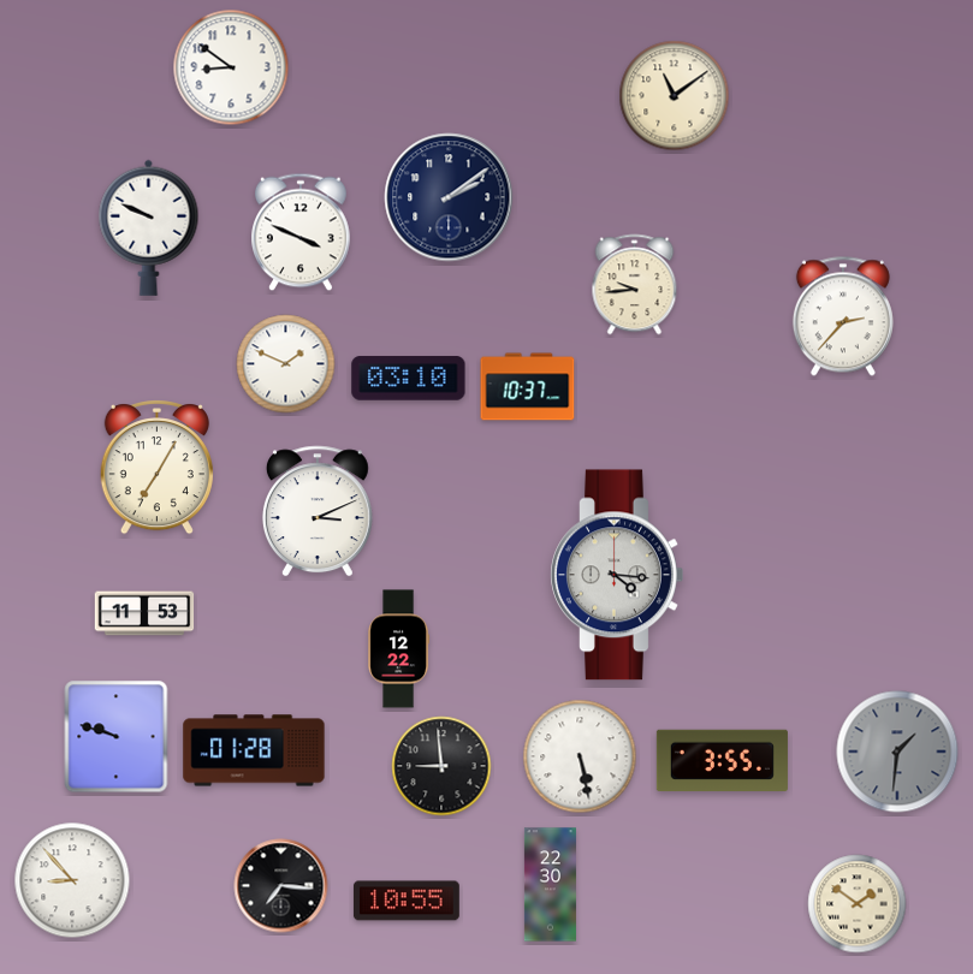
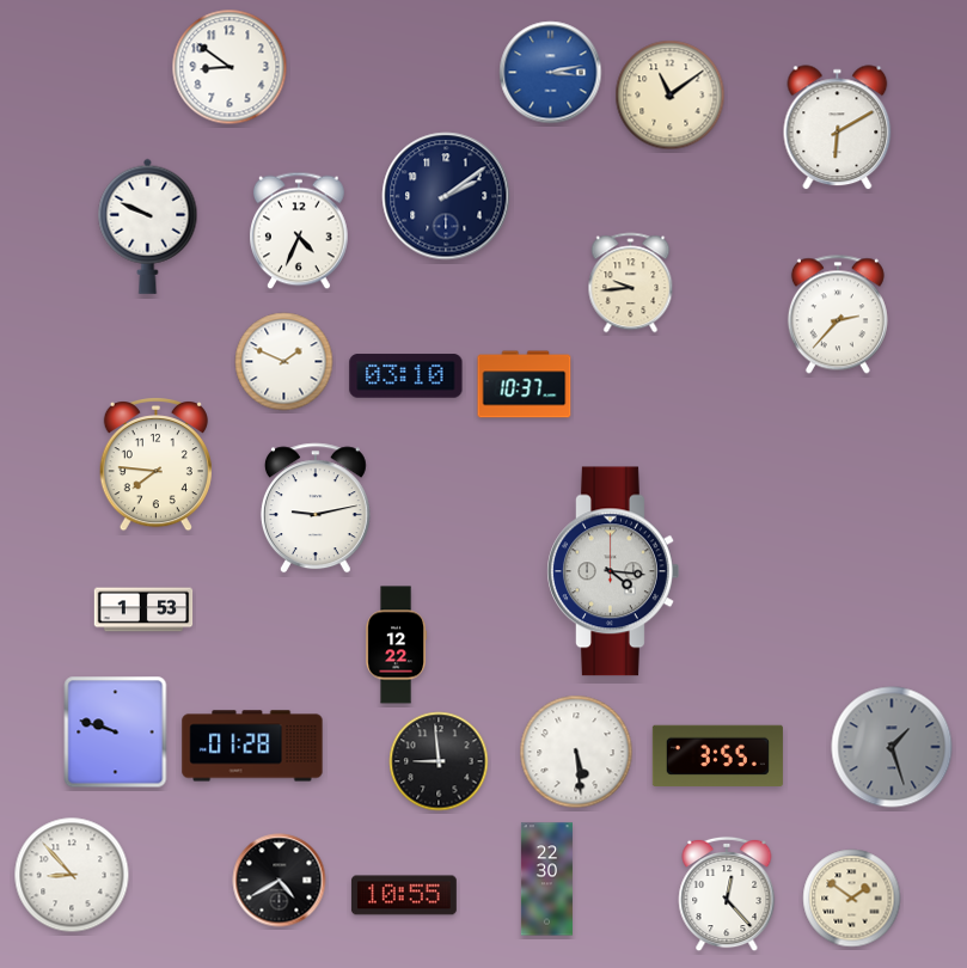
clock at (551, 73): none -> 3:13
clock at (838, 128): none -> 6:10
clock at (302, 232): 3:49 -> 4:34
clock at (156, 467): 7:05 -> 7:46
clock at (318, 511): 3:11 -> 9:13
clock at (144, 613): 11:53 -> 1:53
clock at (897, 752): 1:31 -> 1:27
clock at (580, 756): 5:28 -> 5:29
clock at (281, 886): 7:16 -> 4:40
clock at (727, 894): none -> 12:23
